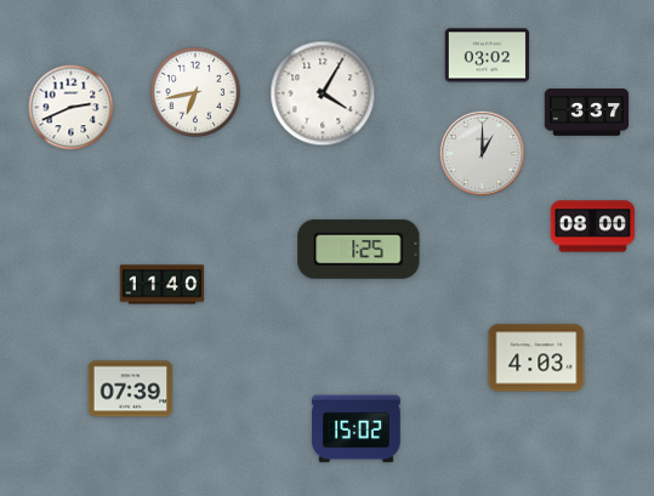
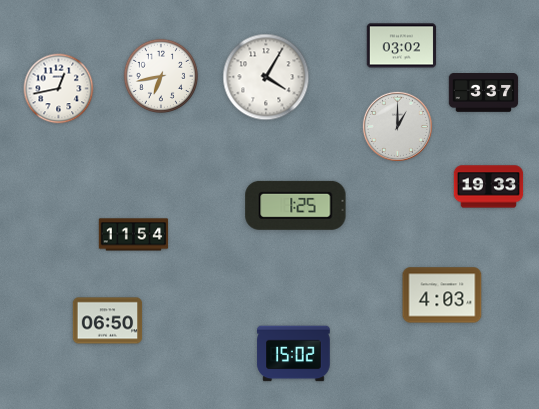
clock at (72, 108): 2:41 -> 12:43
clock at (593, 227): 08:00 -> 19:33
clock at (163, 285): 11:40 -> 11:54
clock at (131, 389): 07:39 -> 06:50
